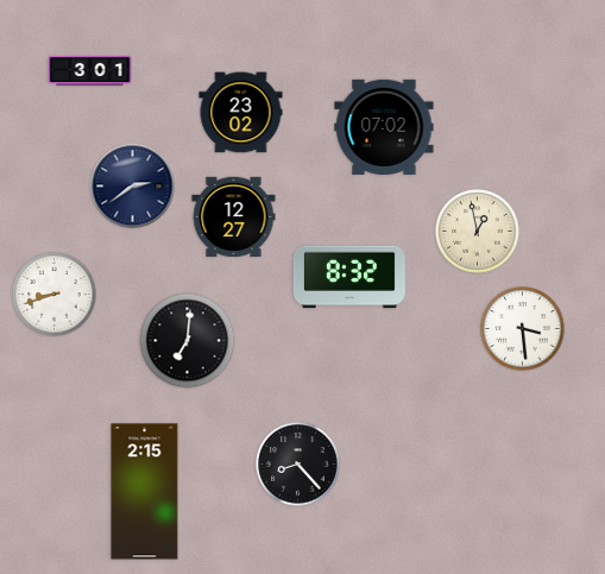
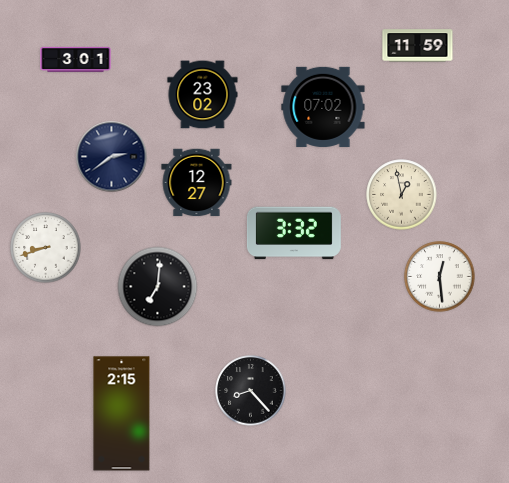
clock at (418, 46): none -> 11:59
clock at (349, 277): 8:32 -> 3:32
clock at (523, 329): 3:29 -> 12:29
